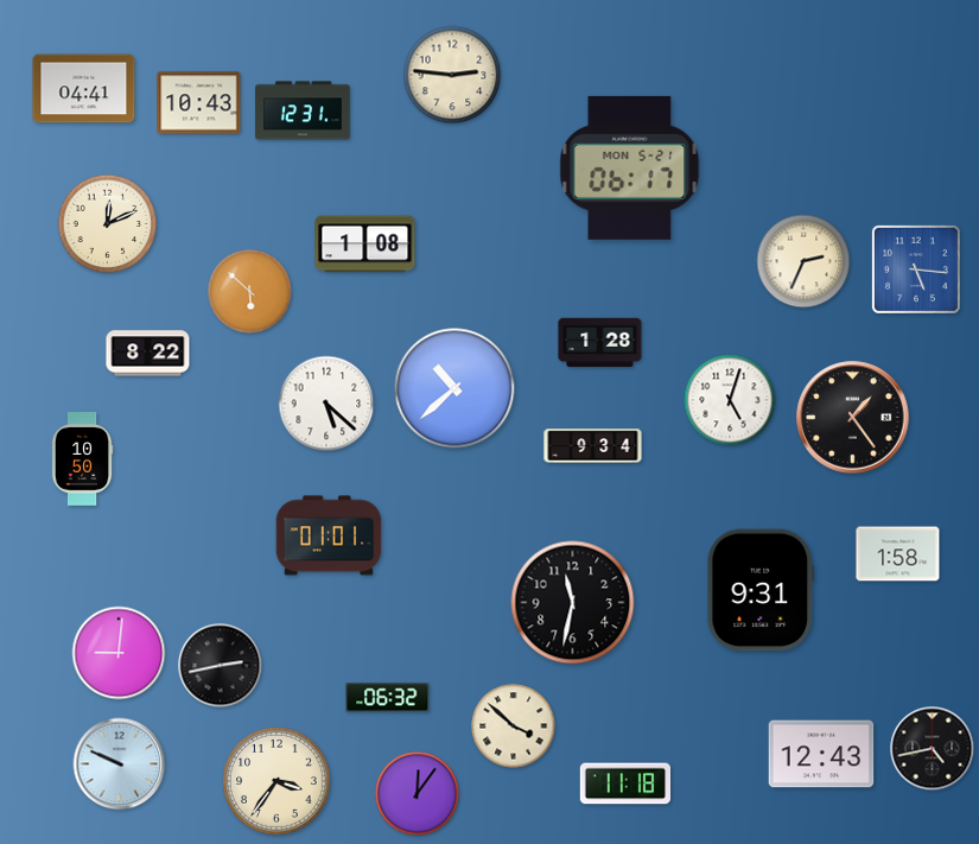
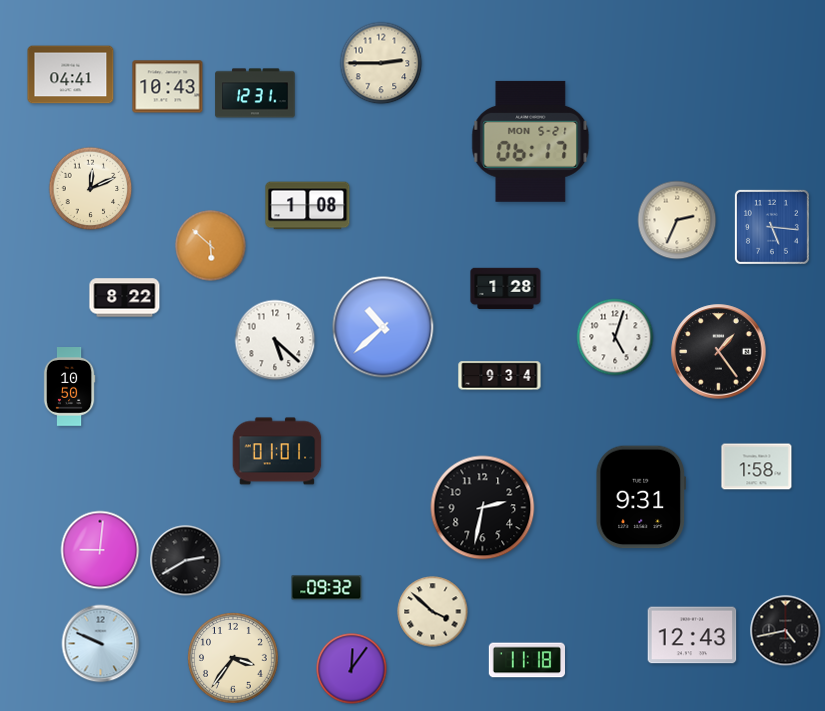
clock at (452, 75): 2:46 -> 2:45
clock at (573, 603): 11:32 -> 2:32
clock at (221, 666): 2:43 -> 2:40
clock at (388, 698): 06:32 -> 09:32
